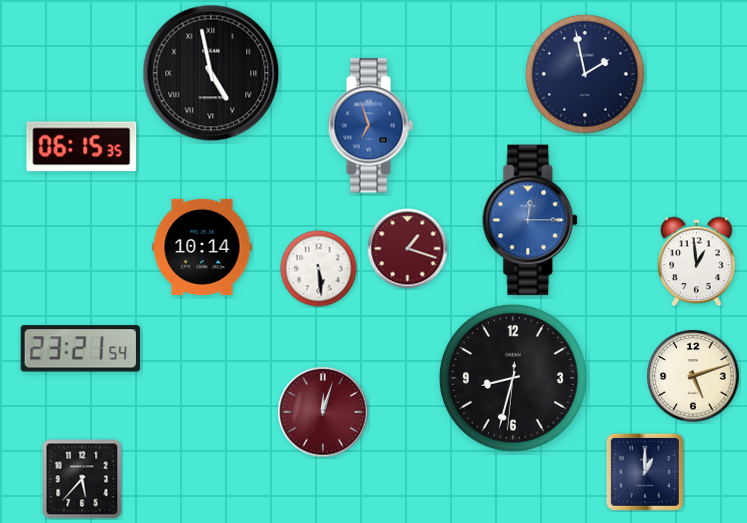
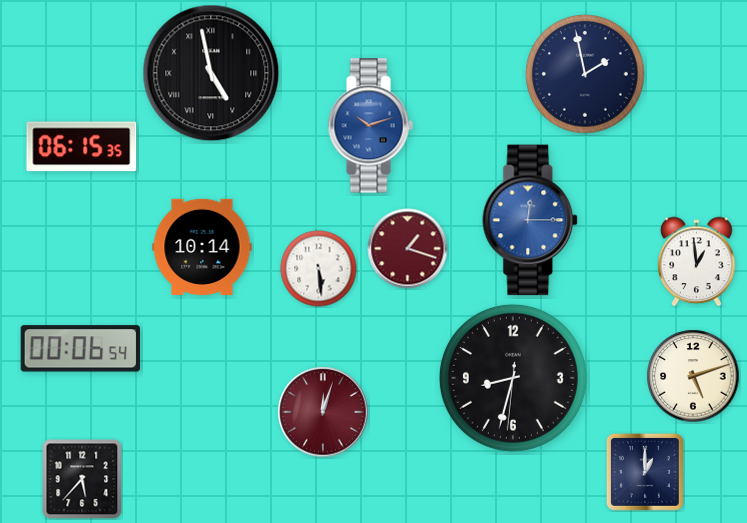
clock at (370, 126): 6:57 -> 10:12
clock at (80, 349): 23:21 -> 00:06
